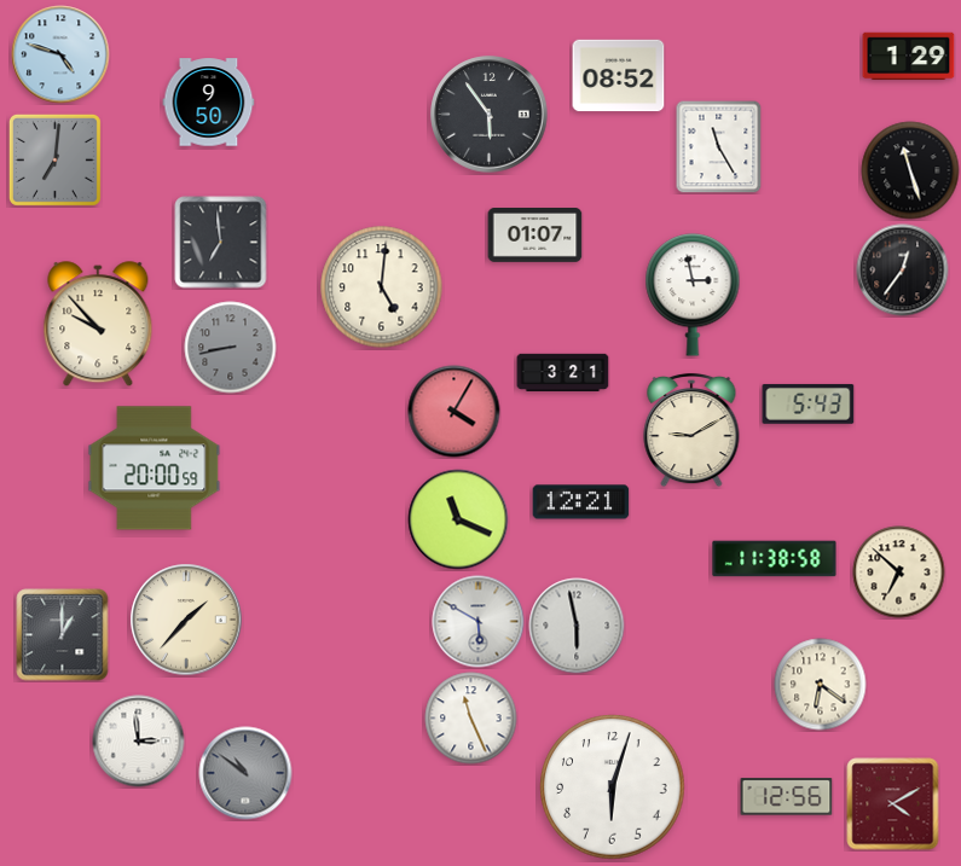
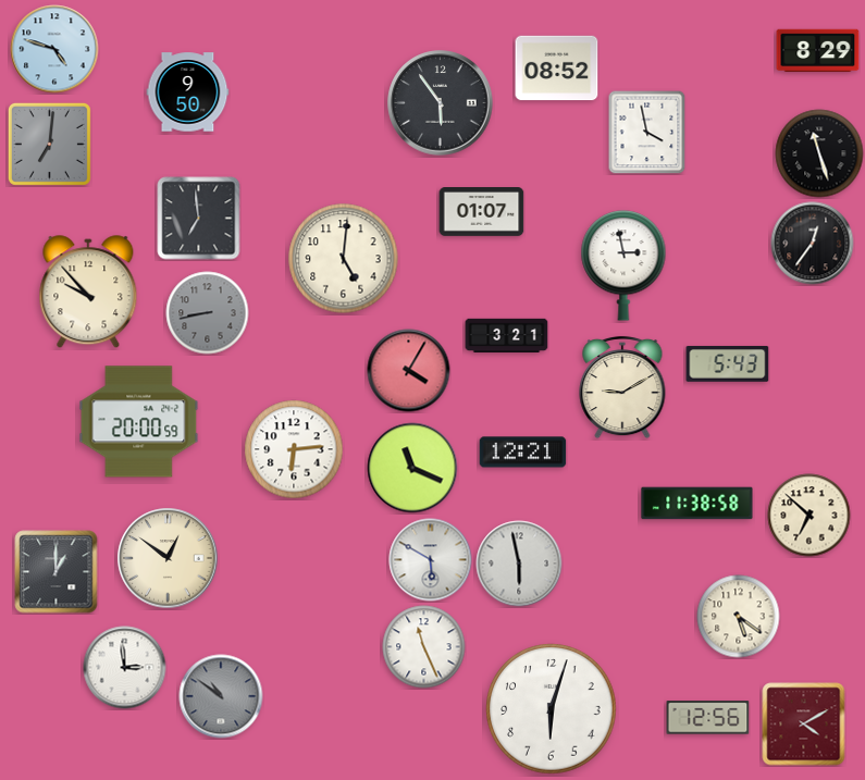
clock at (909, 57): 1:29 -> 8:29
clock at (719, 146): 11:25 -> 3:58
clock at (294, 449): none -> 6:14
clock at (186, 620): 1:37 -> 12:51
clock at (821, 685): 6:21 -> 5:21
